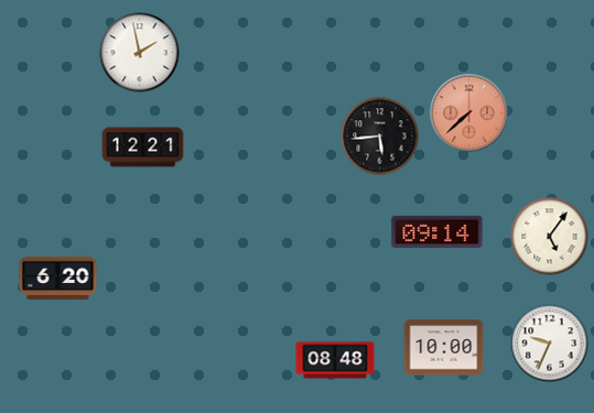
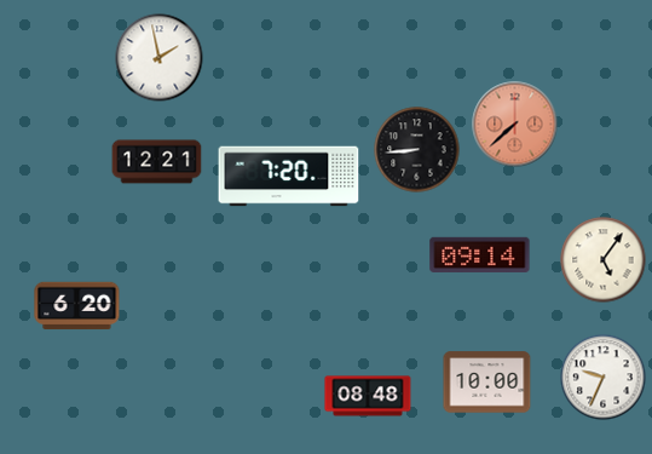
clock at (140, 53) position: (140, 53) -> (160, 58)
clock at (380, 137): 5:44 -> 8:44
clock at (289, 177): none -> 7:20
clock at (58, 279) position: (58, 279) -> (77, 306)
